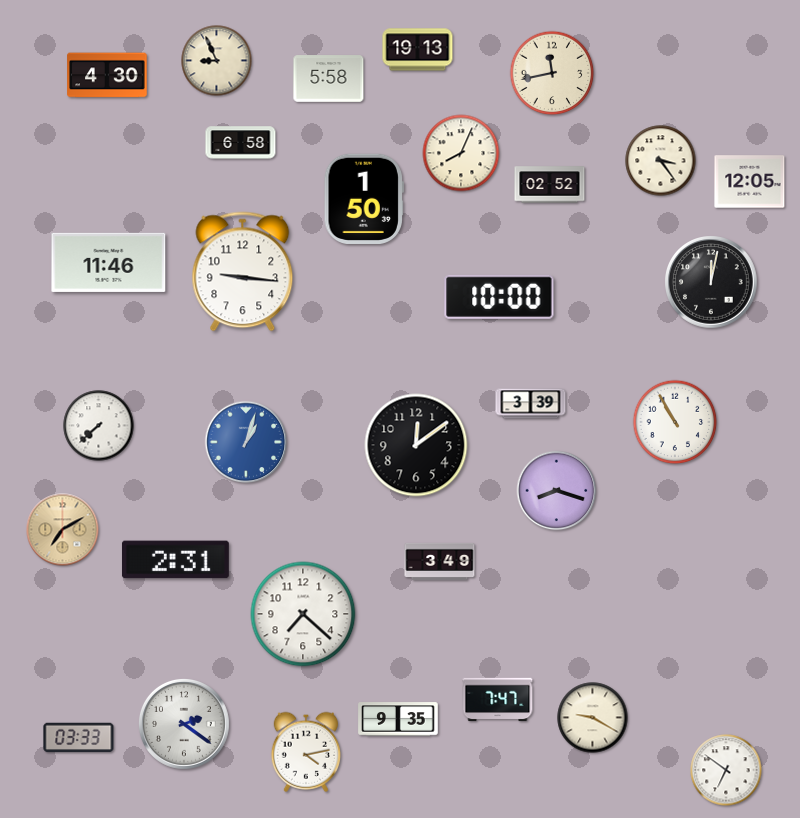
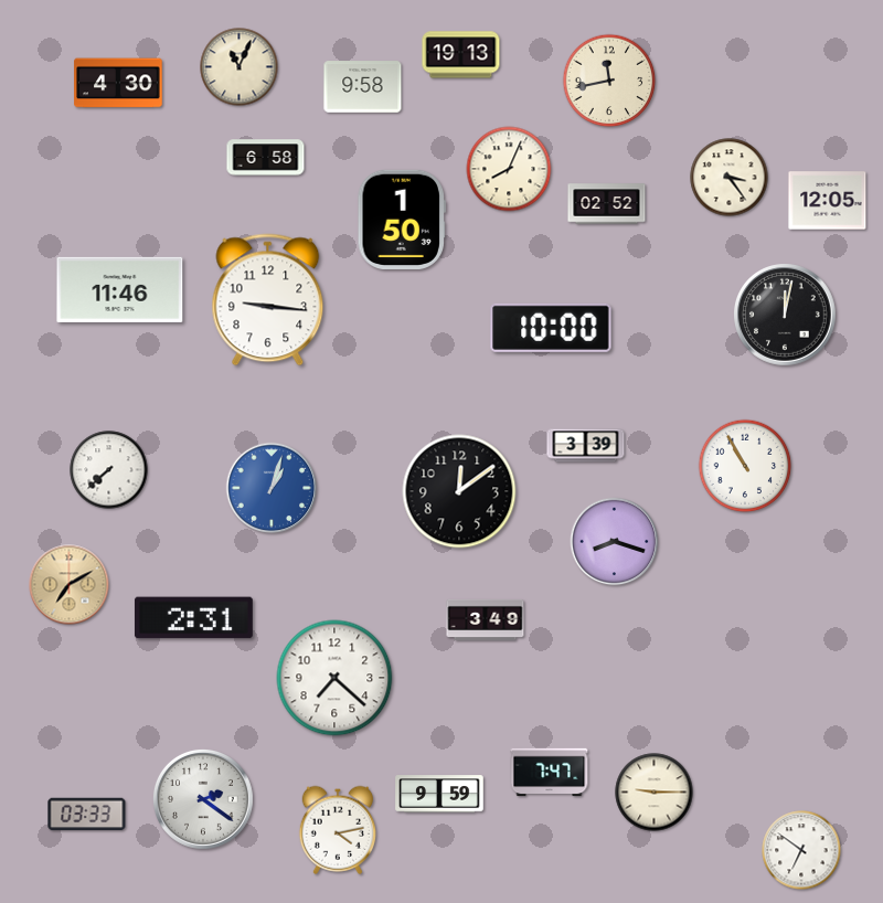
clock at (217, 61): 8:56 -> 11:04
clock at (329, 79): 5:58 -> 9:58
clock at (711, 282) position: (711, 282) -> (785, 315)
clock at (593, 718): 9:20 -> 9:15
clock at (398, 719): 9:35 -> 9:59
